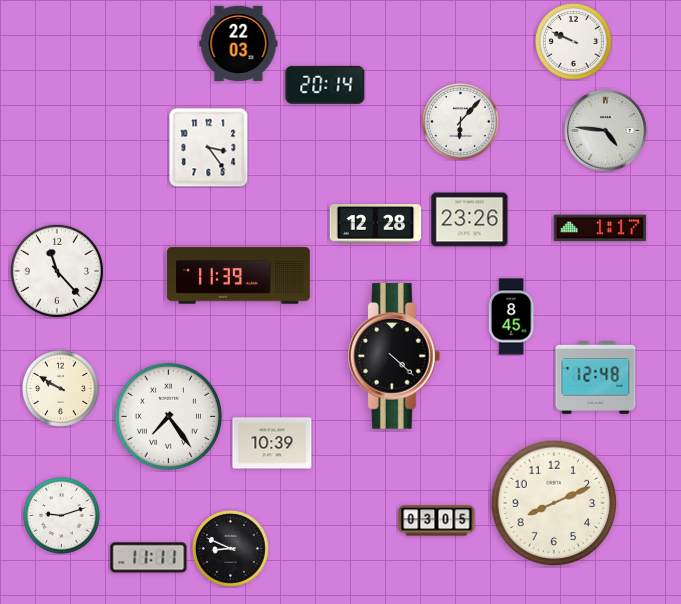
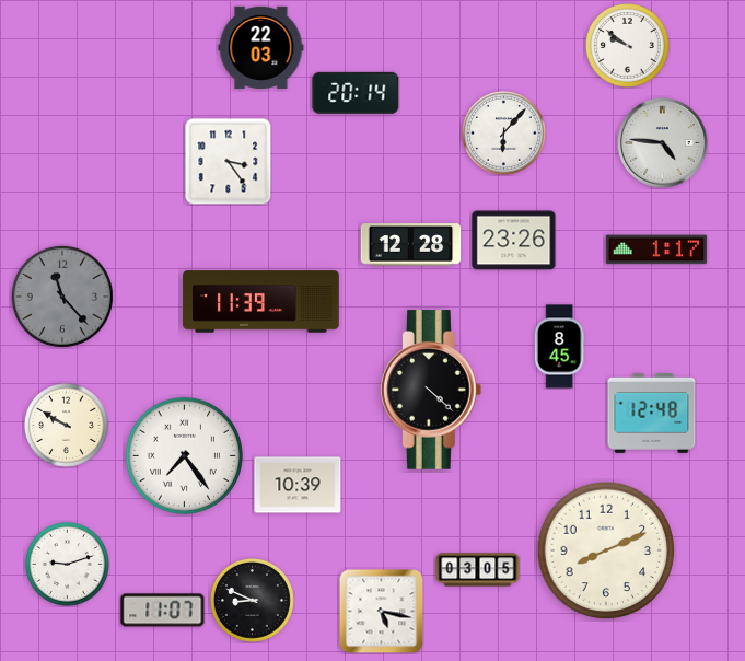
clock at (574, 42): 9:49 -> 9:51
clock at (57, 271) dial: white -> grey
clock at (149, 558): 11:11 -> 11:07
clock at (381, 612): none -> 5:17
